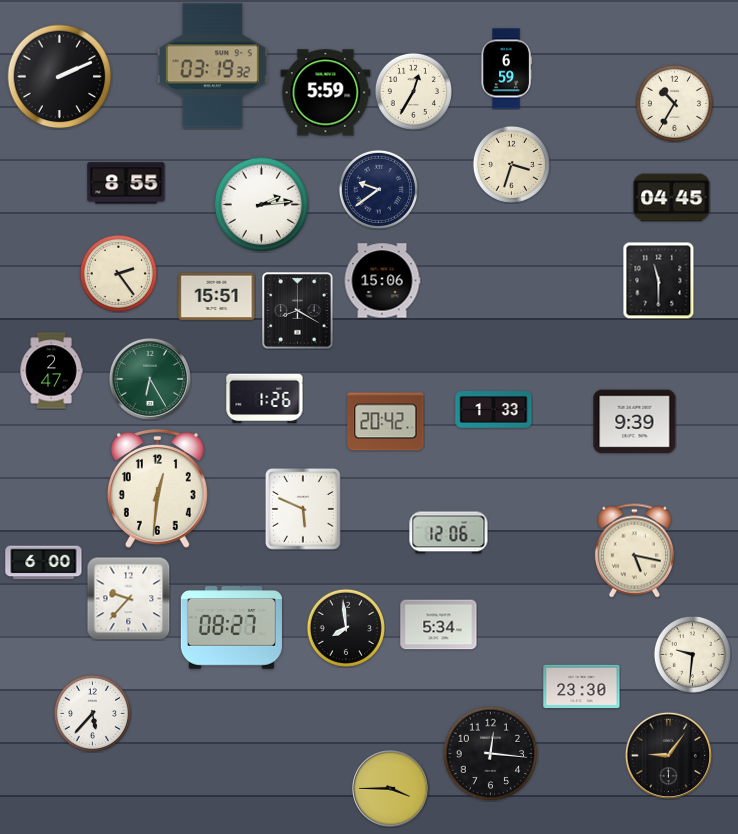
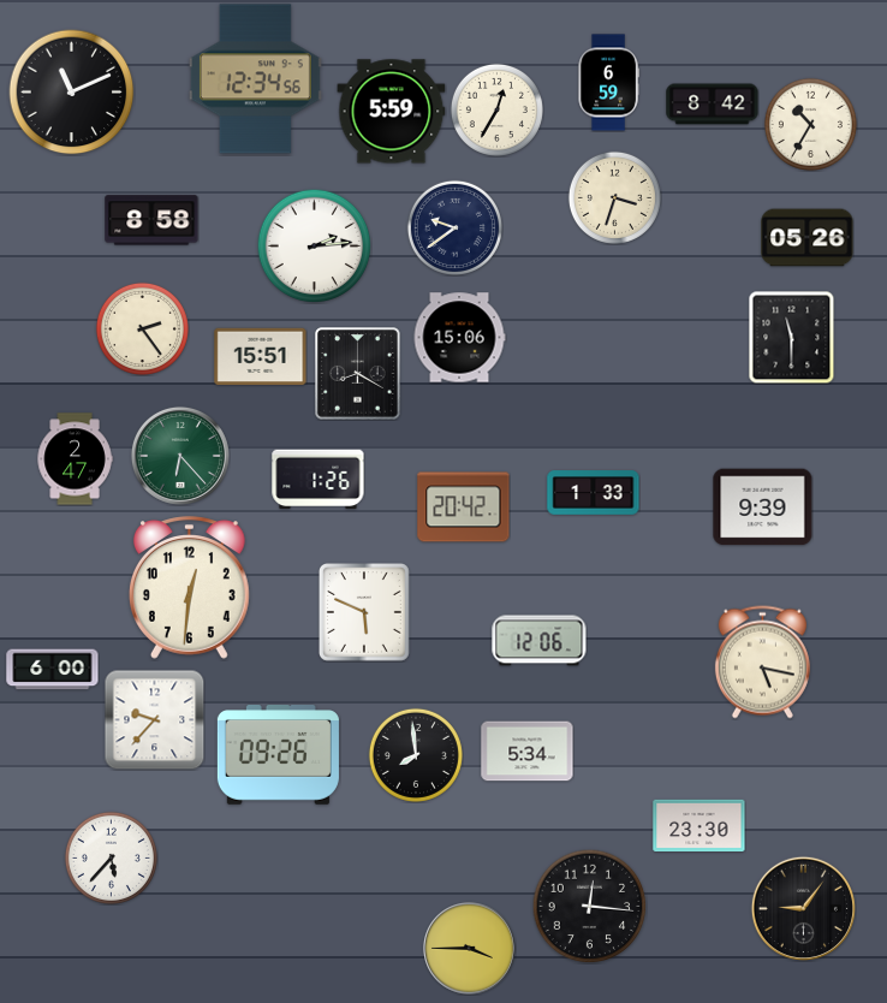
clock at (212, 66): 03:19 -> 12:34
clock at (60, 77): 2:11 -> 11:11
clock at (713, 105): none -> 8:42
clock at (126, 183): 8:55 -> 8:58
clock at (672, 198): 04:45 -> 05:26
clock at (51, 371) position: (51, 371) -> (75, 459)
clock at (150, 379): 6:25 -> 6:23
clock at (44, 563) position: (44, 563) -> (53, 670)
clock at (231, 628): 08:27 -> 09:26
clock at (692, 654): 9:31 -> none
